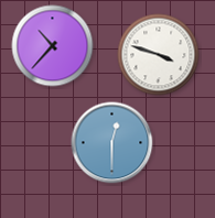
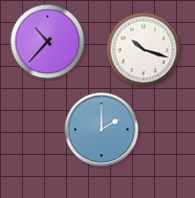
clock at (159, 55): 3:48 -> 10:18
clock at (112, 143): 12:30 -> 2:00
